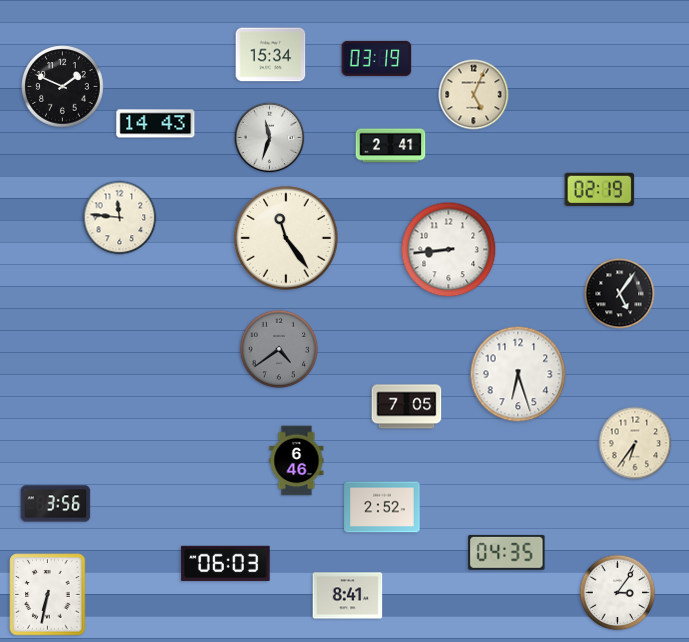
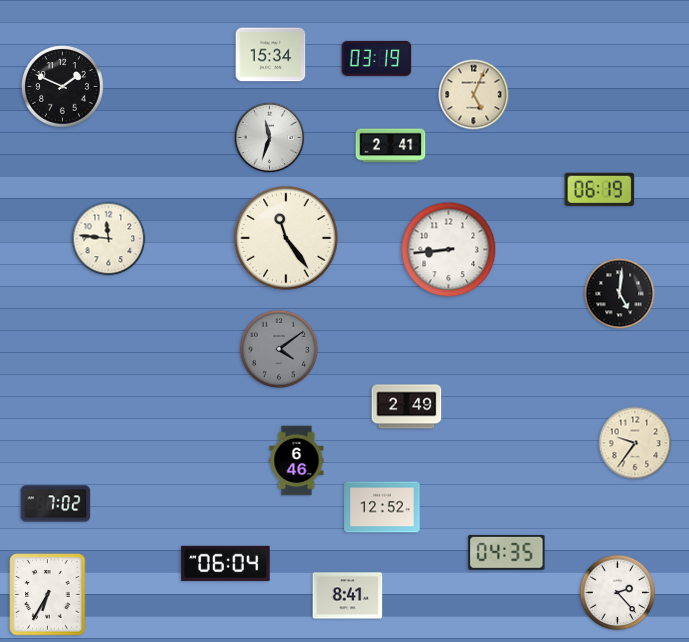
clock at (156, 124): 14:43 -> none
clock at (600, 189): 02:19 -> 06:19
clock at (120, 218) position: (120, 218) -> (109, 239)
clock at (620, 294): 5:06 -> 5:01
clock at (279, 349): 4:39 -> 4:09
clock at (518, 374): 6:27 -> none
clock at (407, 407): 7:05 -> 2:49
clock at (635, 443): 6:36 -> 9:36
clock at (56, 504): 3:56 -> 7:02
clock at (382, 507): 2:52 -> 12:52
clock at (226, 563): 06:03 -> 06:04
clock at (618, 593): 3:06 -> 2:23
clock at (48, 595): 6:32 -> 6:35
